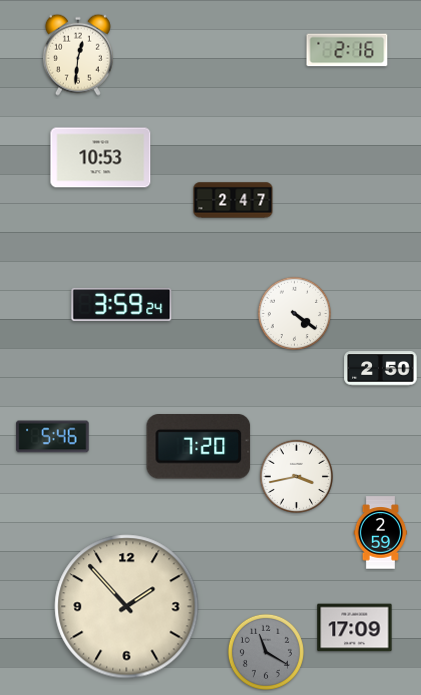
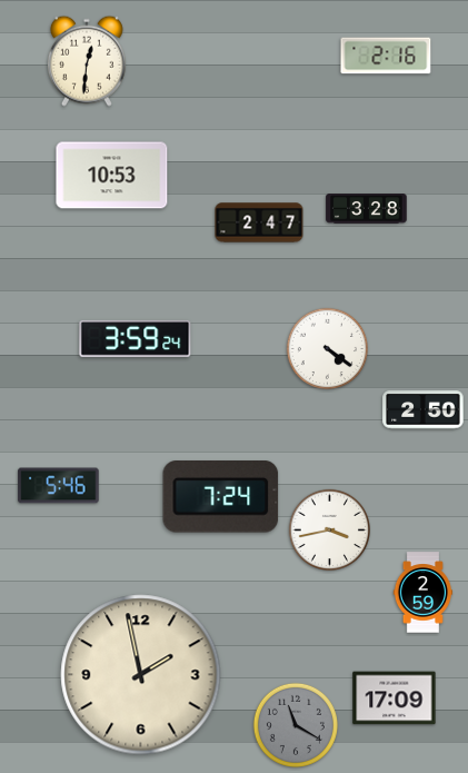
clock at (367, 209): none -> 3:28
clock at (199, 447): 7:20 -> 7:24
clock at (127, 607): 1:53 -> 1:58
